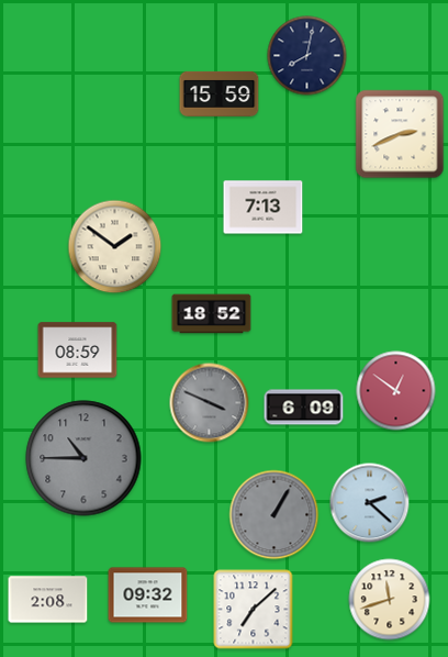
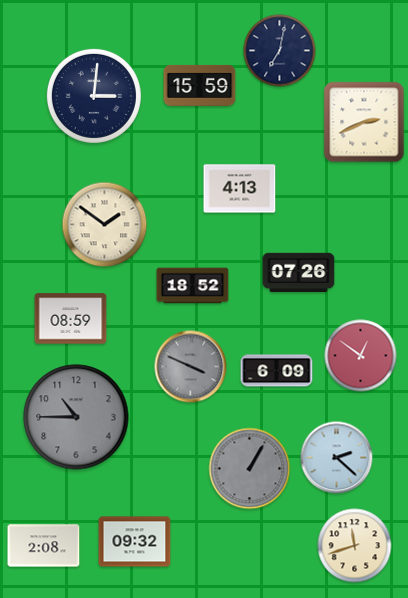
clock at (307, 56): 8:02 -> 7:02
clock at (94, 96): none -> 3:01
clock at (264, 208): 7:13 -> 4:13
clock at (299, 273): none -> 07:26
clock at (254, 610): 7:08 -> none
